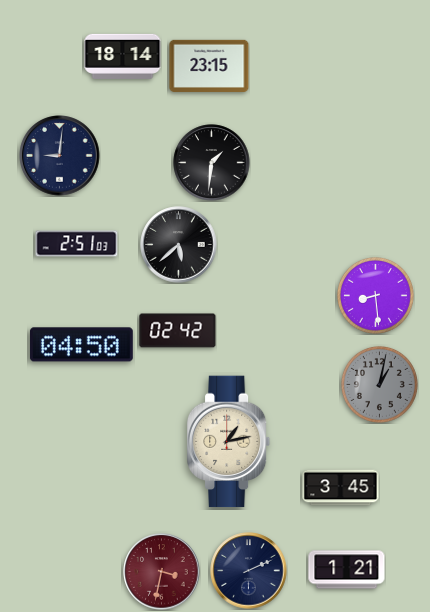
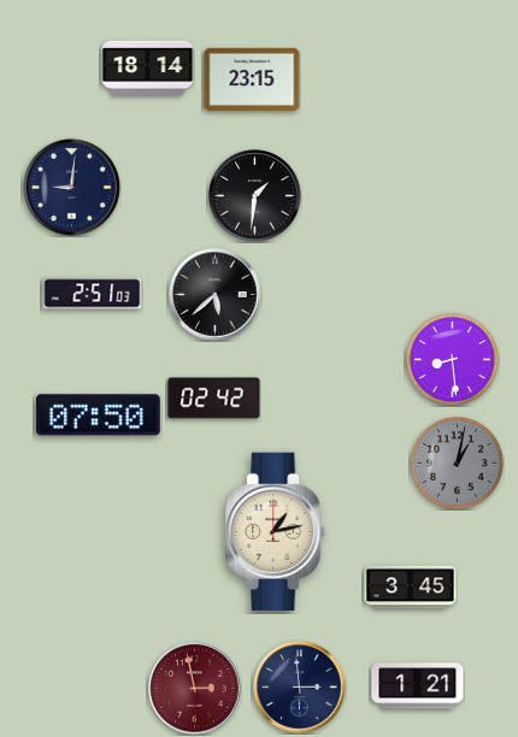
clock at (375, 295) position: (375, 295) -> (452, 359)
clock at (81, 345): 04:50 -> 07:50
clock at (249, 571): 2:11 -> 2:59
clock at (162, 572): 3:32 -> 2:58
